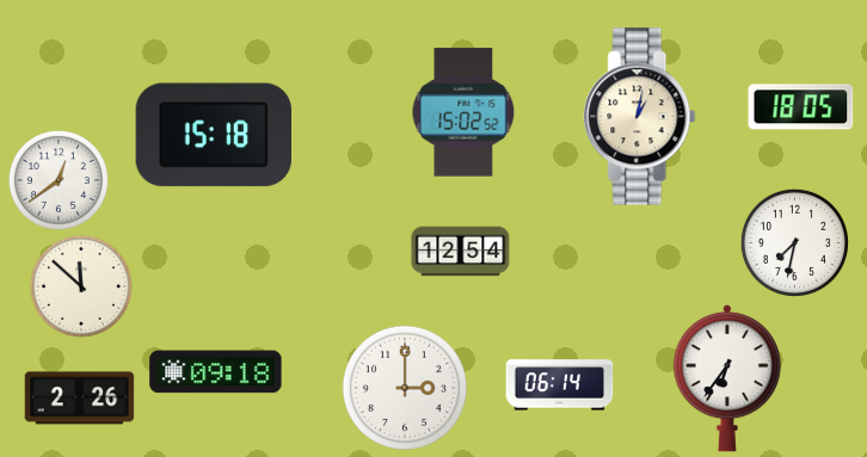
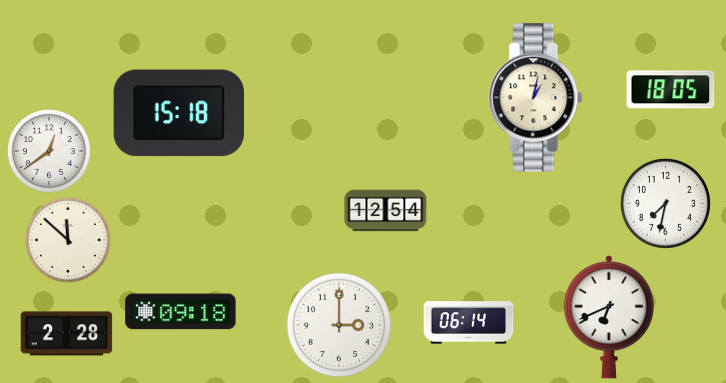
clock at (463, 112): 15:02 -> none
clock at (727, 378): 6:36 -> 6:41
clock at (80, 399): 2:26 -> 2:28
